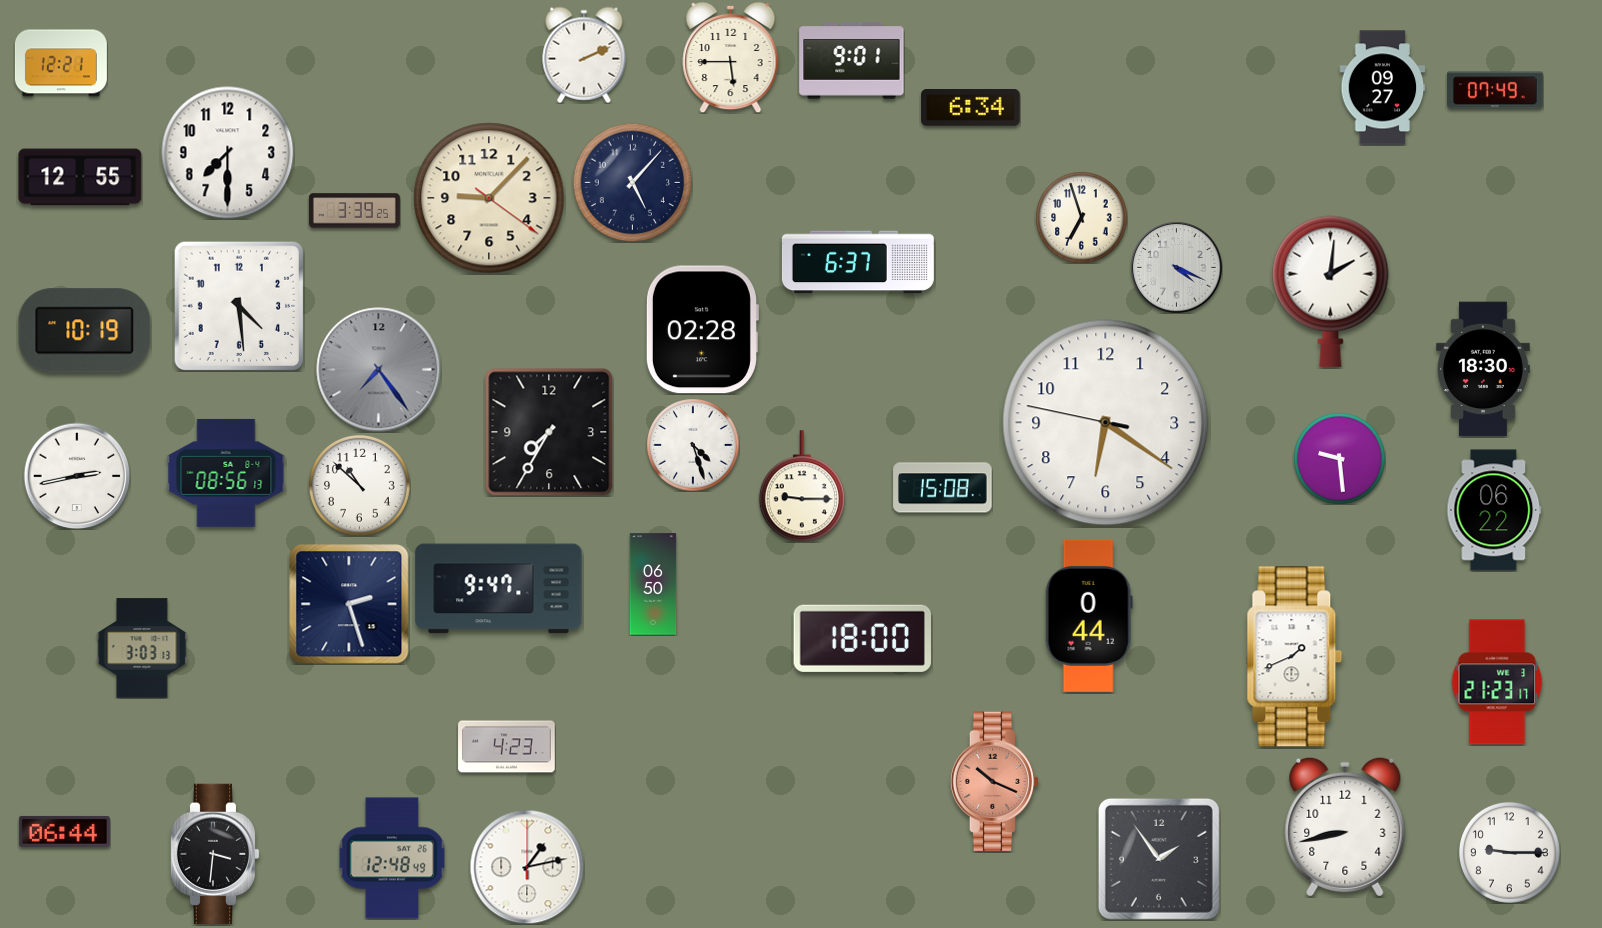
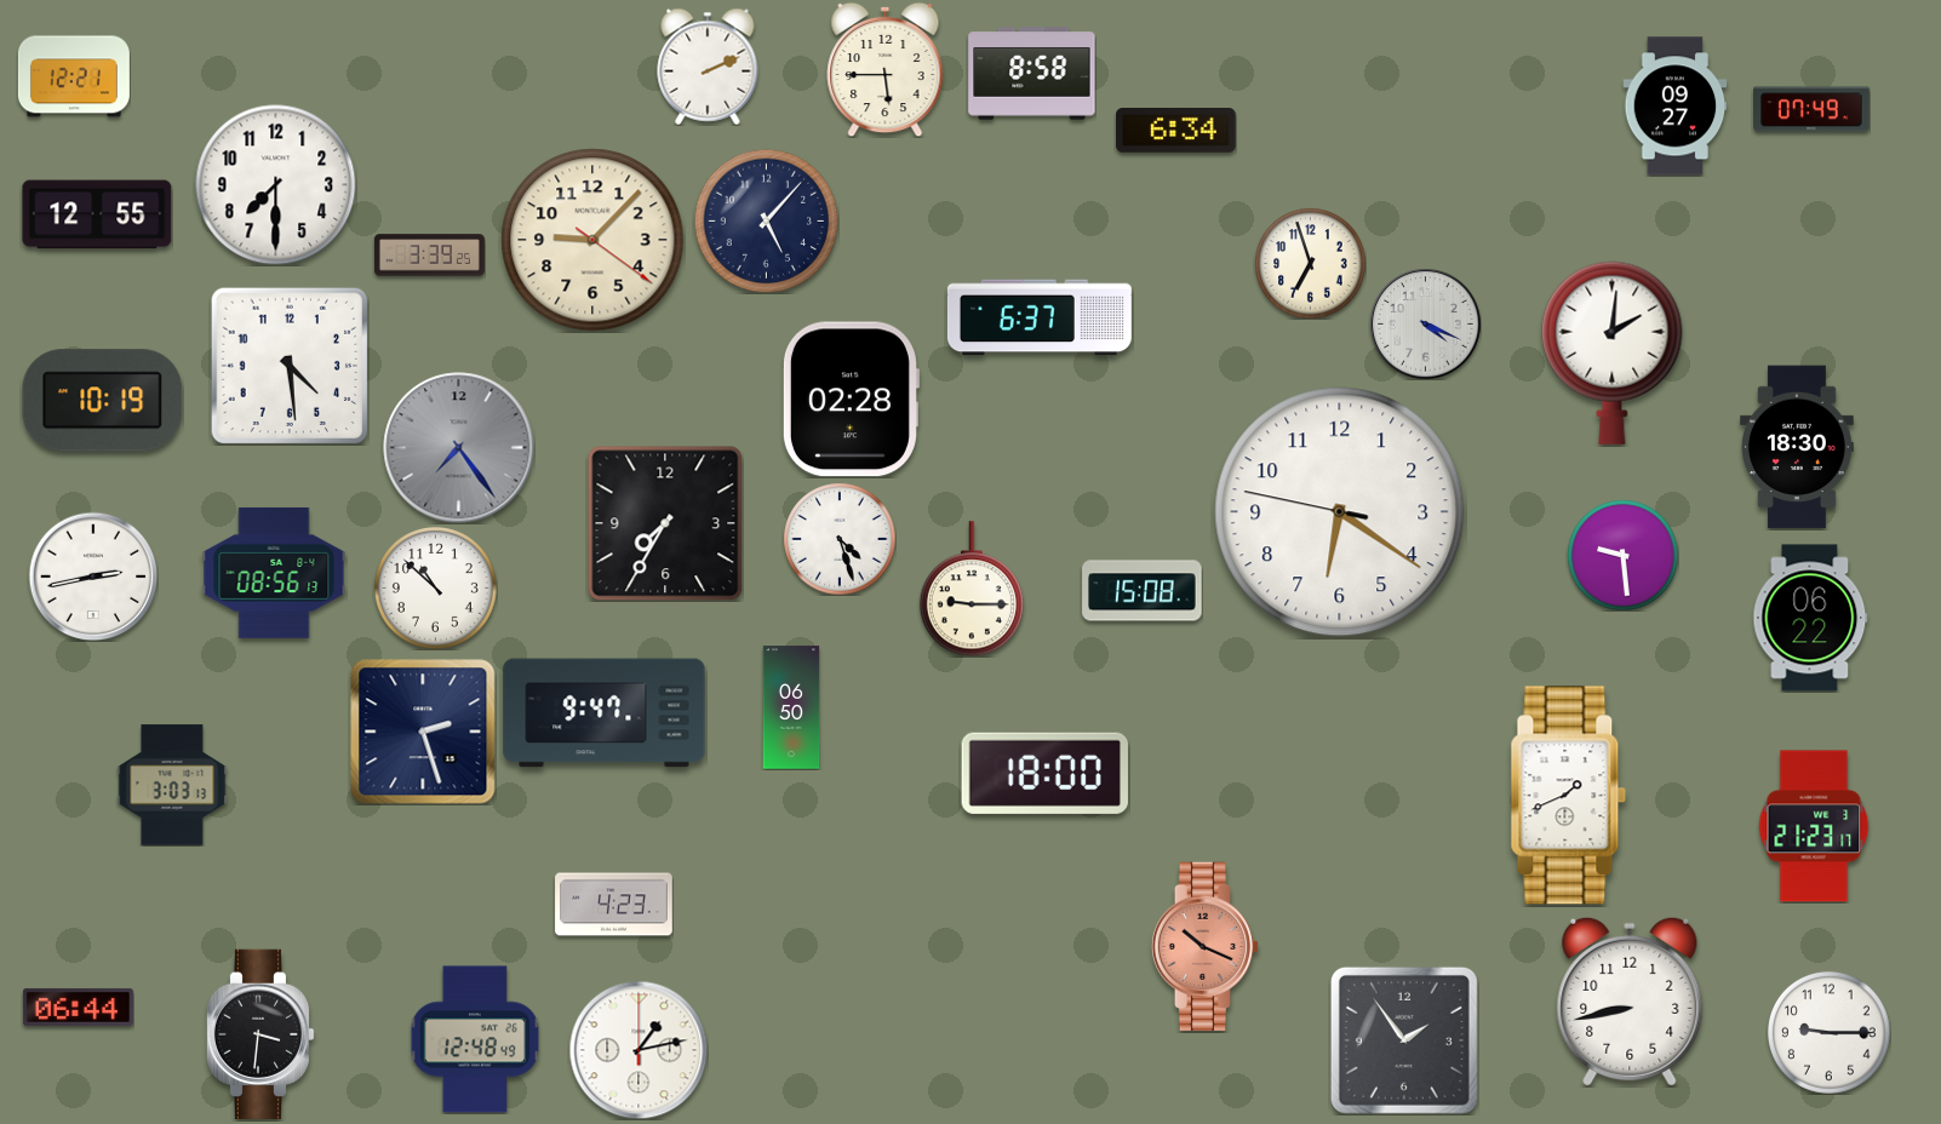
clock at (852, 61): 9:01 -> 8:58
clock at (238, 305) position: (238, 305) -> (288, 365)
clock at (1089, 616): 0:44 -> none
